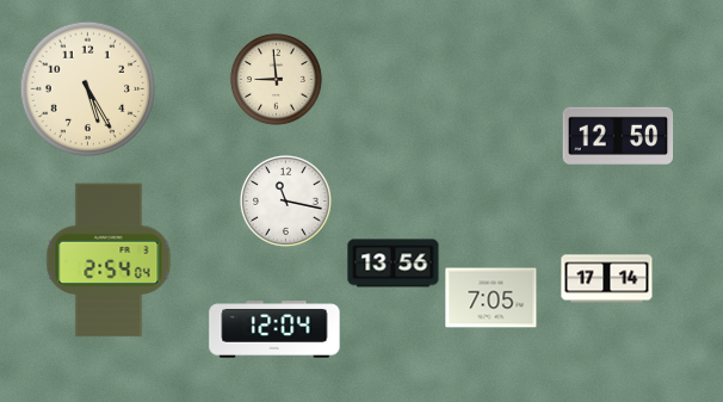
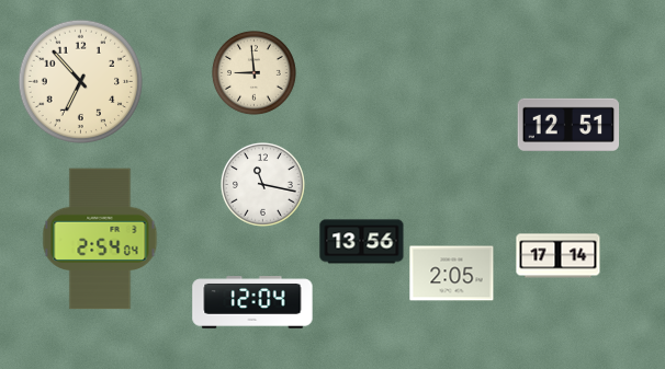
clock at (88, 89): 5:25 -> 6:53
clock at (618, 136): 12:50 -> 12:51
clock at (492, 298): 7:05 -> 2:05
